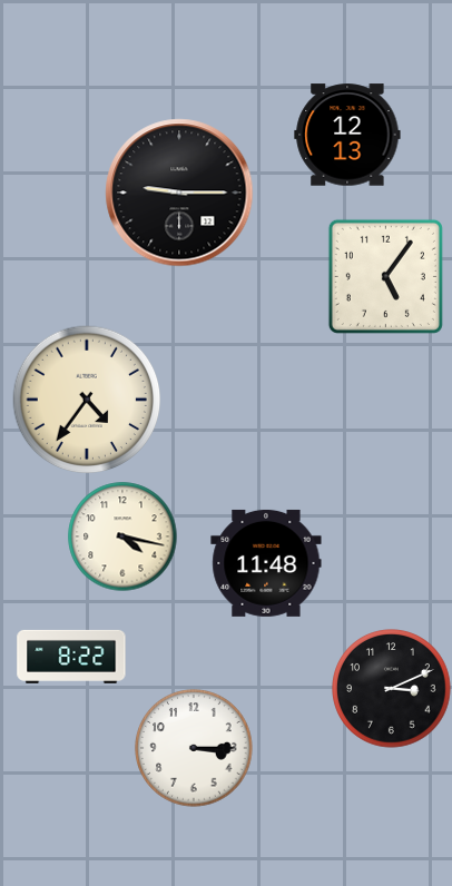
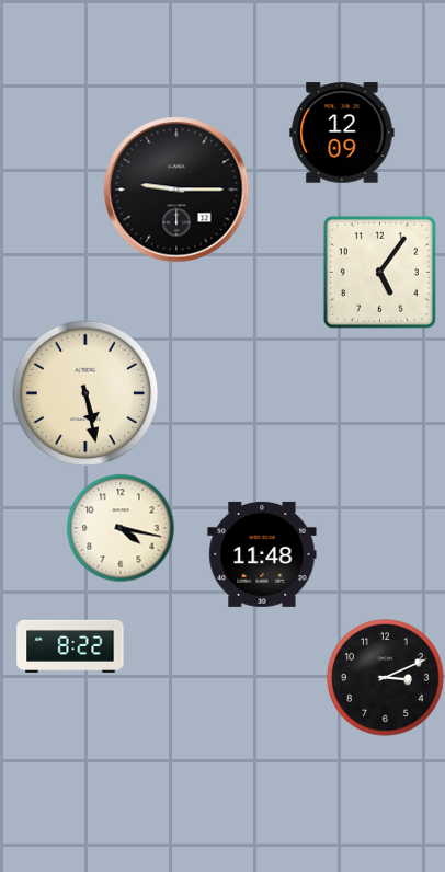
clock at (347, 135): 12:13 -> 12:09
clock at (87, 400): 4:36 -> 5:28
clock at (194, 748): 3:15 -> none
